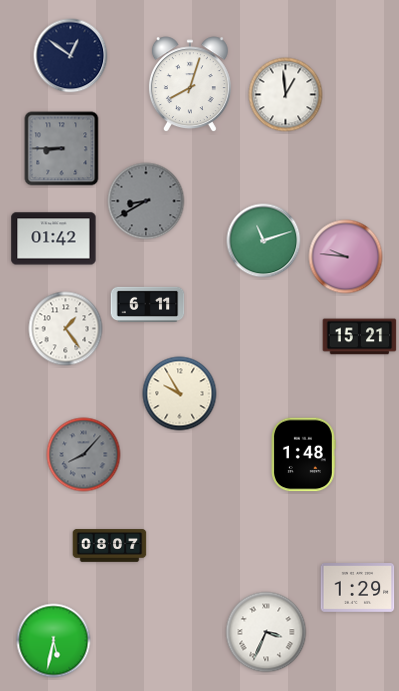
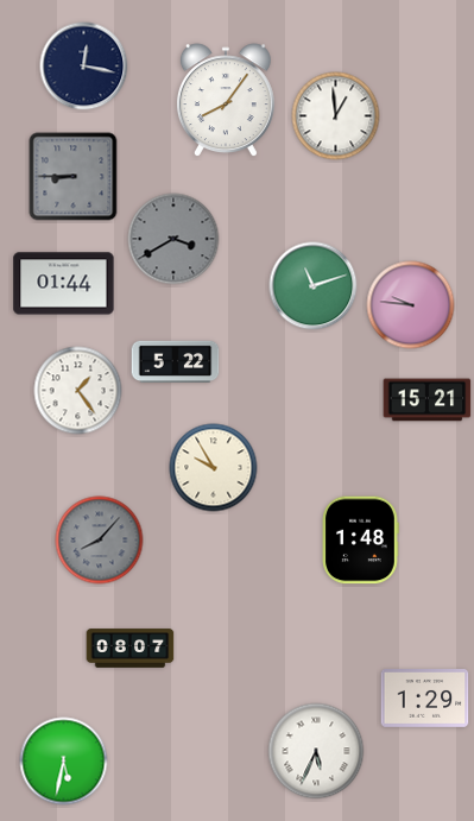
clock at (71, 56): 12:51 -> 12:17
clock at (190, 85): 8:03 -> 8:06
clock at (286, 95) position: (286, 95) -> (336, 116)
clock at (146, 201): 8:40 -> 3:40
clock at (54, 239): 01:42 -> 01:44
clock at (148, 304): 6:11 -> 5:22
clock at (266, 632): 3:34 -> 5:34
